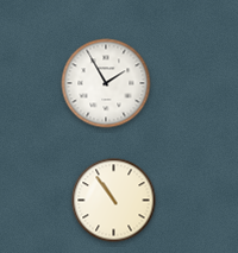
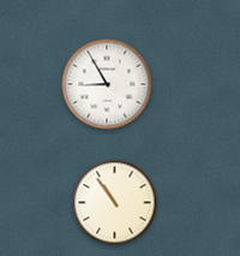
clock at (106, 83): 1:55 -> 8:55
